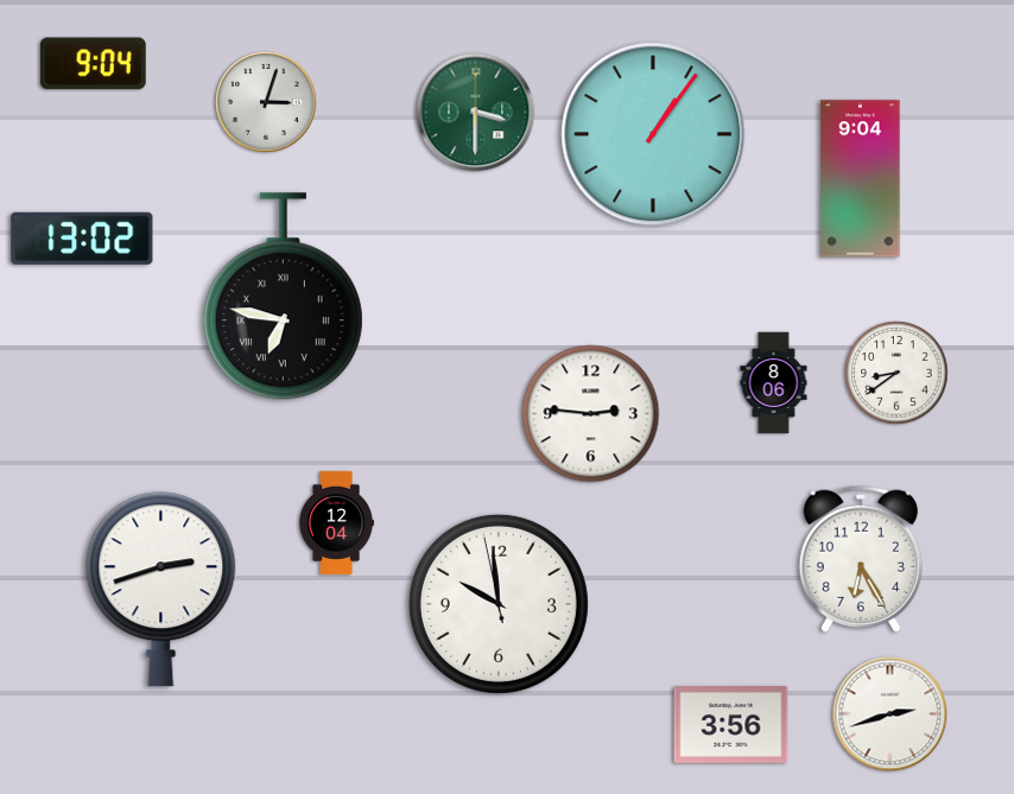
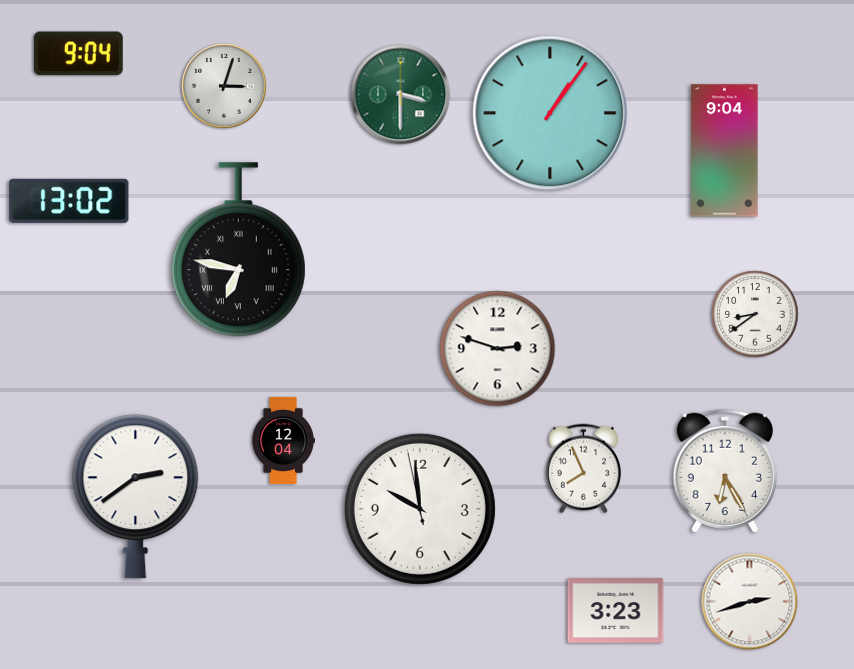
clock at (774, 383): 8:06 -> none
clock at (591, 414): 2:46 -> 2:48
clock at (583, 469): none -> 7:56
clock at (161, 590): 2:42 -> 2:39
clock at (731, 725): 3:56 -> 3:23
